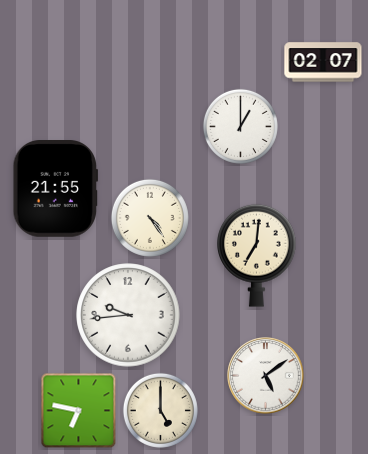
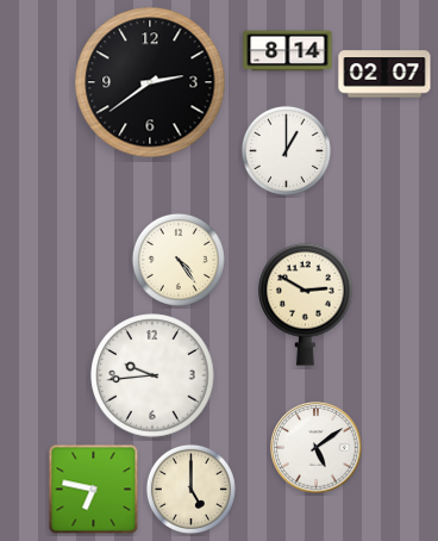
clock at (288, 51): none -> 8:14
clock at (150, 82): none -> 2:39
clock at (55, 189): 21:55 -> none
clock at (257, 255): 7:01 -> 2:50
